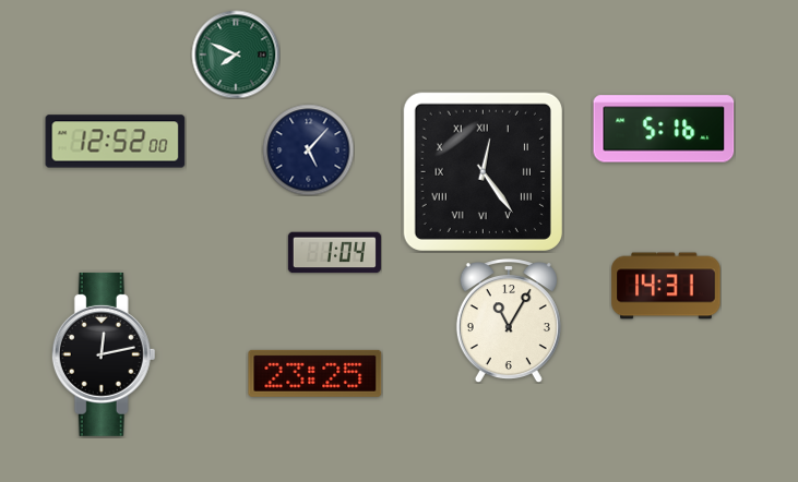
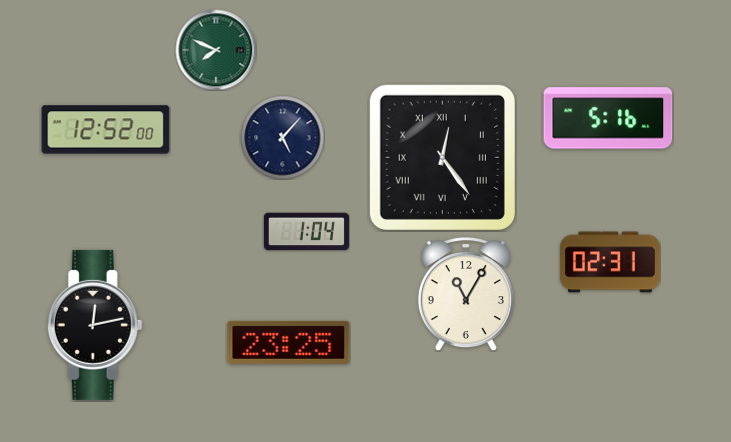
clock at (666, 286): 14:31 -> 02:31
